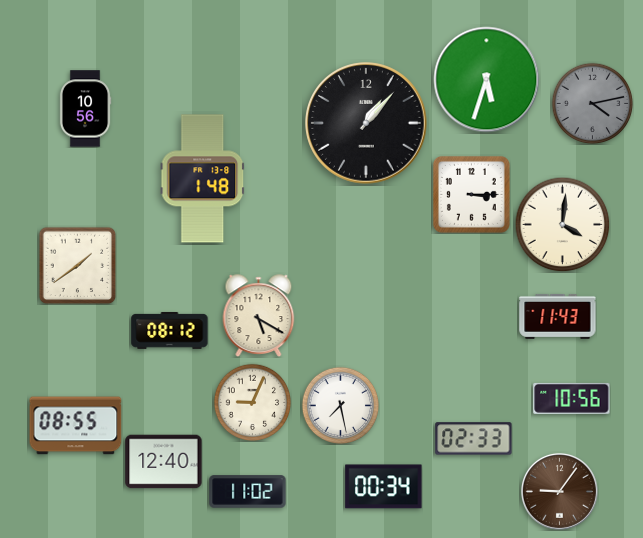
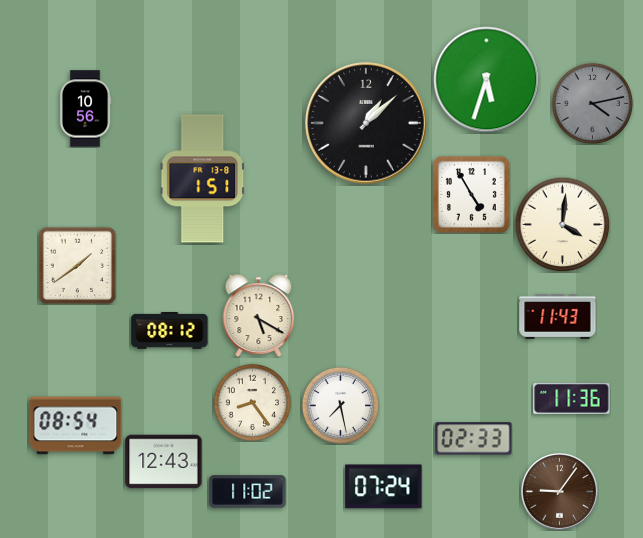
clock at (366, 123): 1:07 -> 1:08
clock at (203, 179): 1:48 -> 1:51
clock at (471, 194): 3:15 -> 4:55
clock at (572, 398): 10:56 -> 11:36
clock at (252, 402): 9:04 -> 8:24
clock at (76, 426): 08:55 -> 08:54
clock at (164, 462): 12:40 -> 12:43
clock at (384, 487): 00:34 -> 07:24
